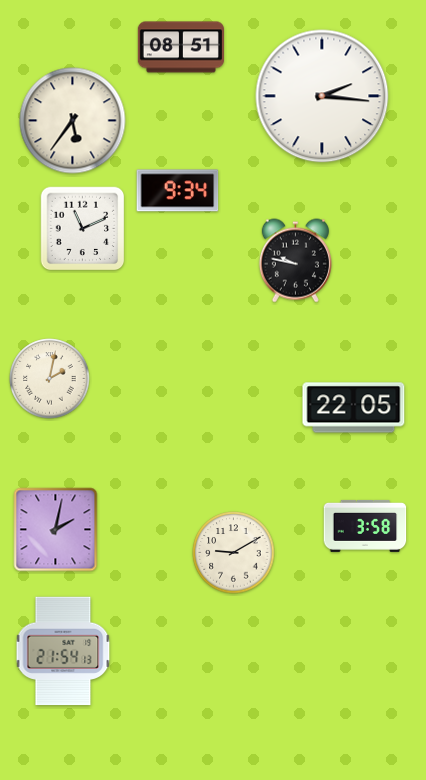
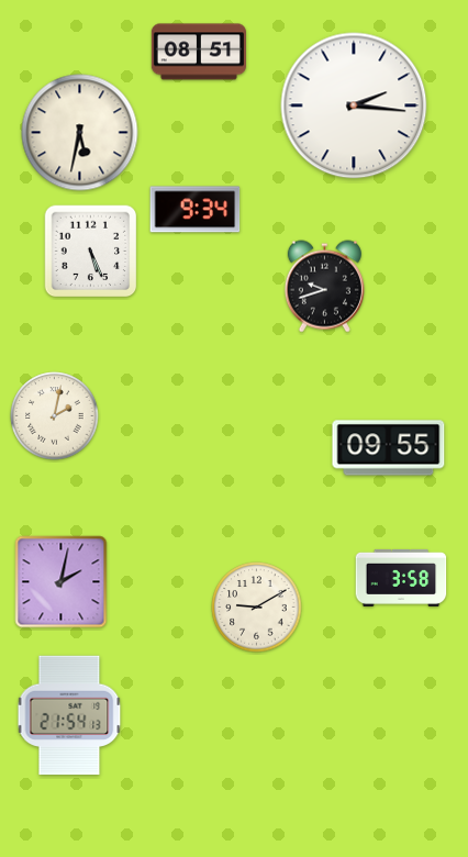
clock at (73, 121): 5:36 -> 5:32
clock at (83, 229): 11:11 -> 5:26
clock at (295, 261): 9:47 -> 9:42
clock at (354, 408): 22:05 -> 09:55
